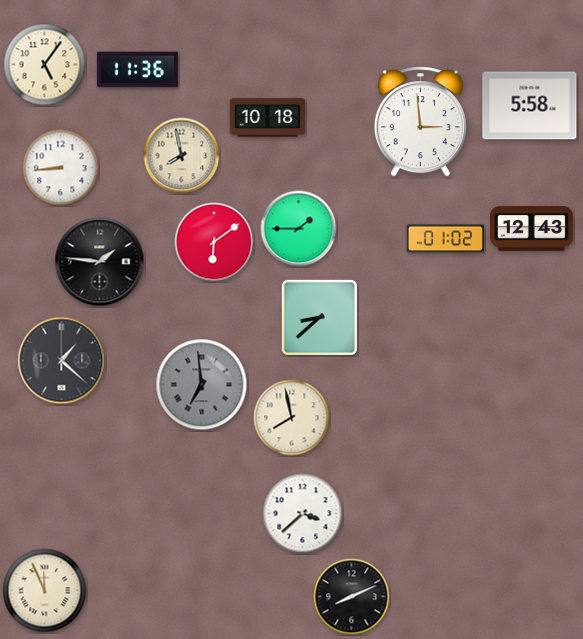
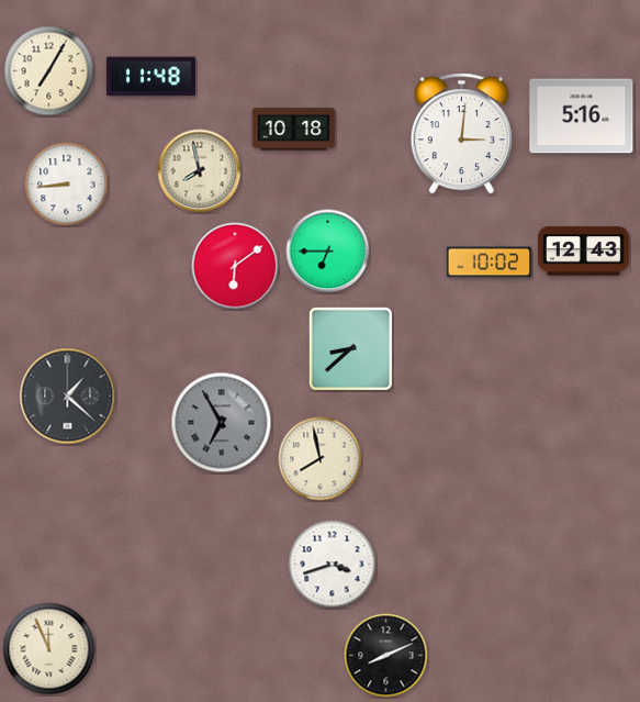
clock at (45, 65): 5:06 -> 7:05
clock at (137, 70): 11:36 -> 11:48
clock at (530, 106): 5:58 -> 5:16
clock at (420, 122): 2:59 -> 3:01
clock at (299, 229): 1:45 -> 6:45
clock at (446, 239): 01:02 -> 10:02
clock at (100, 262): 1:46 -> none
clock at (202, 385): 6:59 -> 6:55
clock at (303, 514): 3:38 -> 3:42
